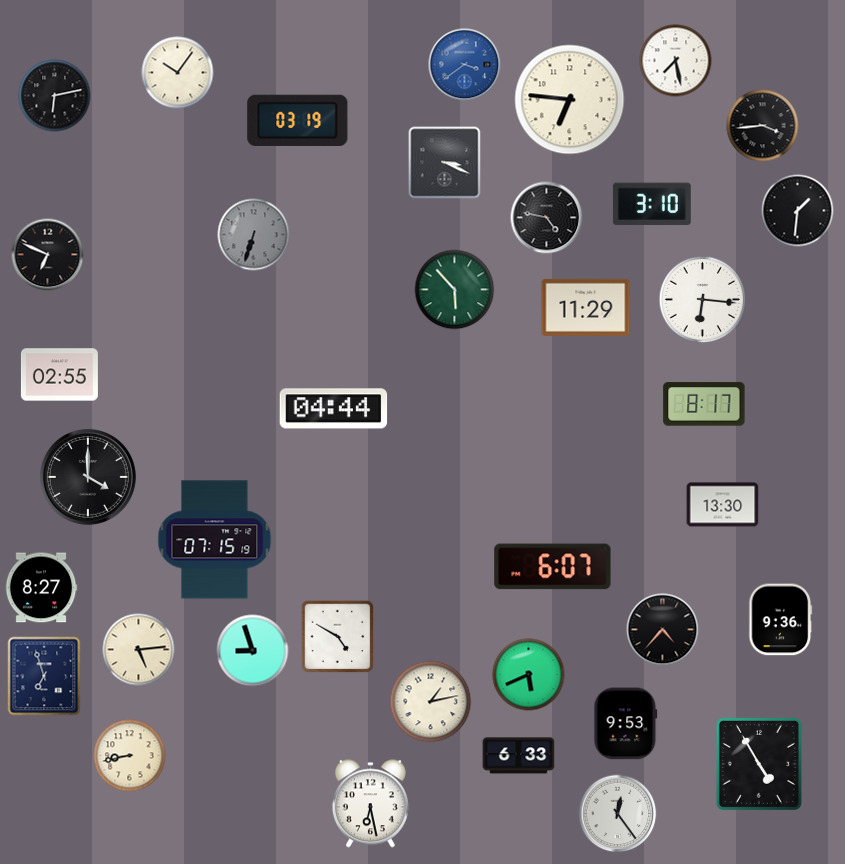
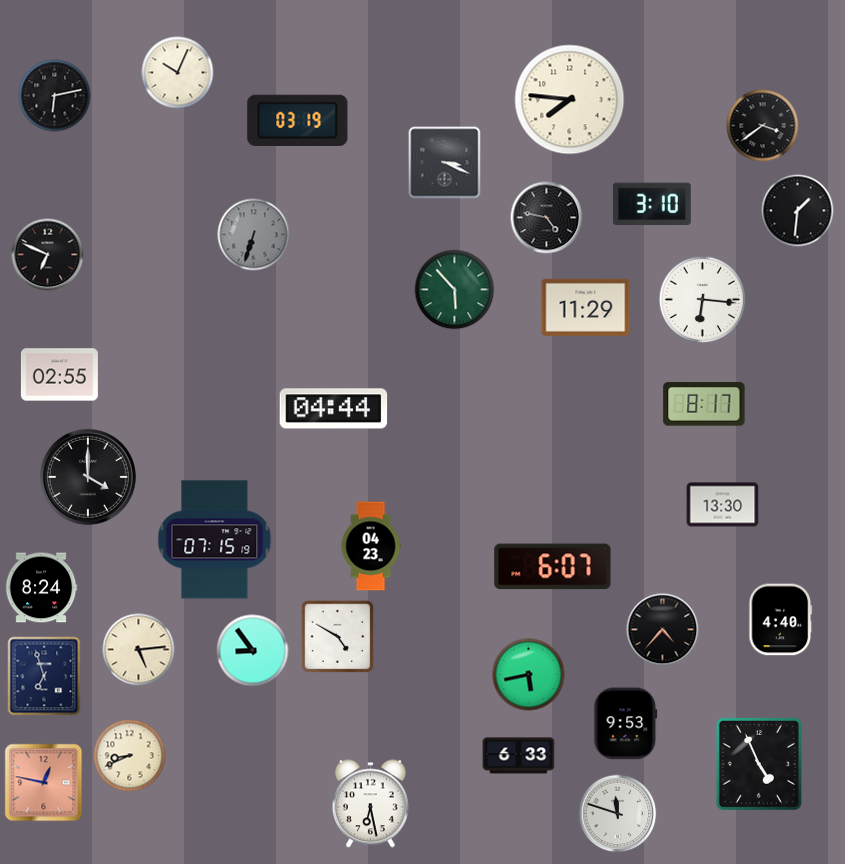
clock at (676, 61): 7:28 -> none
clock at (465, 65): 3:39 -> none
clock at (178, 73): 10:06 -> 10:04
clock at (570, 100): 6:46 -> 7:46
clock at (763, 126): 3:44 -> 3:39
clock at (371, 546): none -> 04:23
clock at (41, 588): 8:27 -> 8:24
clock at (781, 620): 9:36 -> 4:40
clock at (253, 651): 8:57 -> 8:54
clock at (529, 675): 5:41 -> 5:43
clock at (431, 702): 1:13 -> none
clock at (130, 756): 8:43 -> 8:41
clock at (759, 764): 4:55 -> 4:56
clock at (44, 783): none -> 12:47
clock at (618, 814): 12:24 -> 11:48
